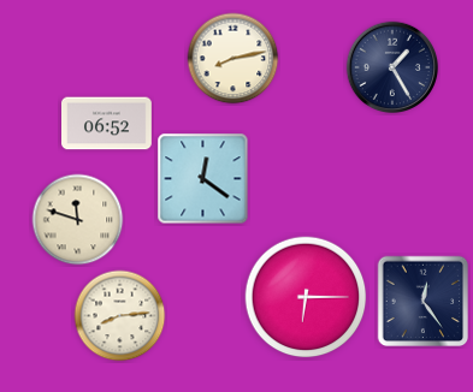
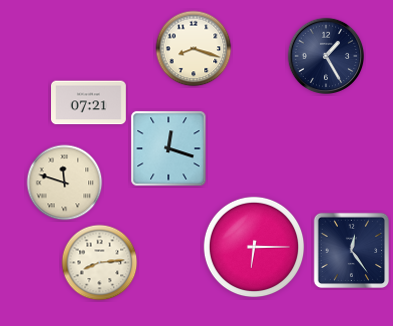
clock at (233, 59): 8:13 -> 8:18
clock at (107, 124): 06:52 -> 07:21
clock at (203, 179): 12:21 -> 12:18
